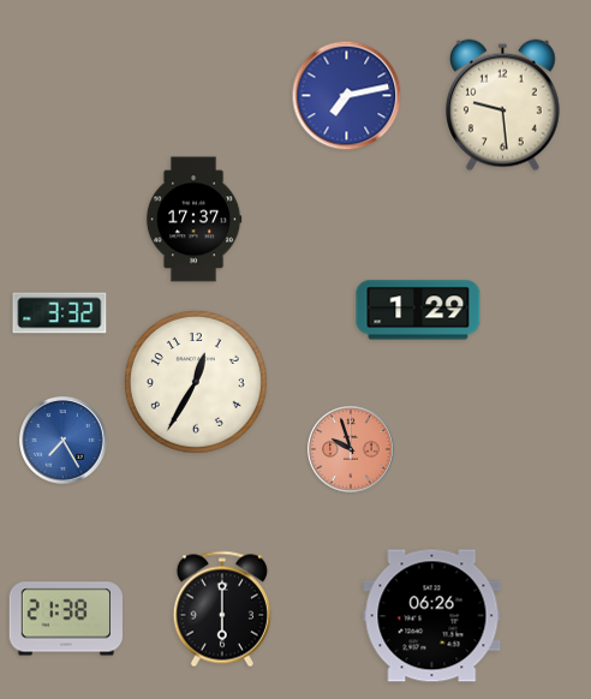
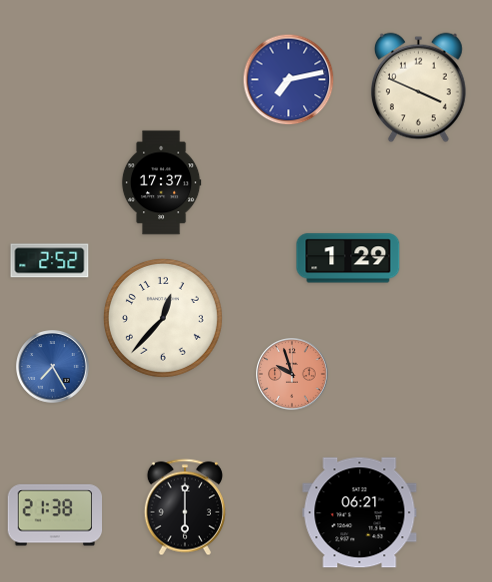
clock at (502, 106): 9:29 -> 3:49
clock at (60, 313): 3:32 -> 2:52
clock at (196, 382): 12:35 -> 12:37
clock at (432, 616): 06:26 -> 06:21
